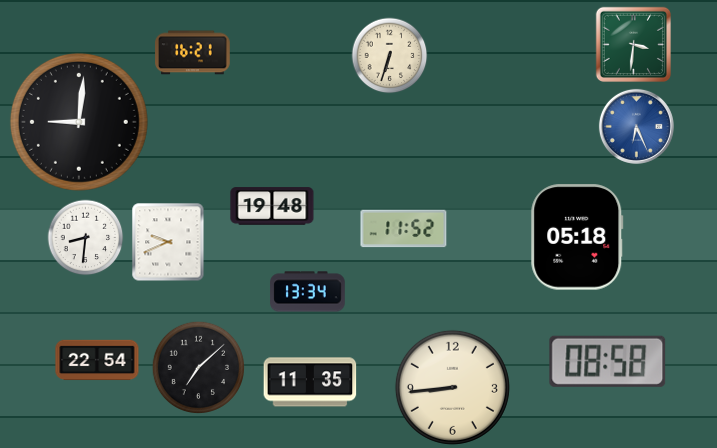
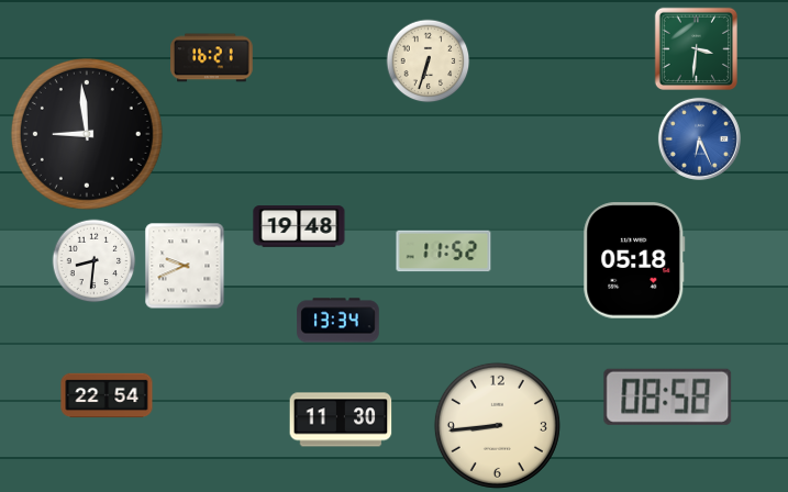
clock at (79, 122): 9:01 -> 8:59
clock at (199, 368): 7:08 -> none
clock at (310, 382): 11:35 -> 11:30
